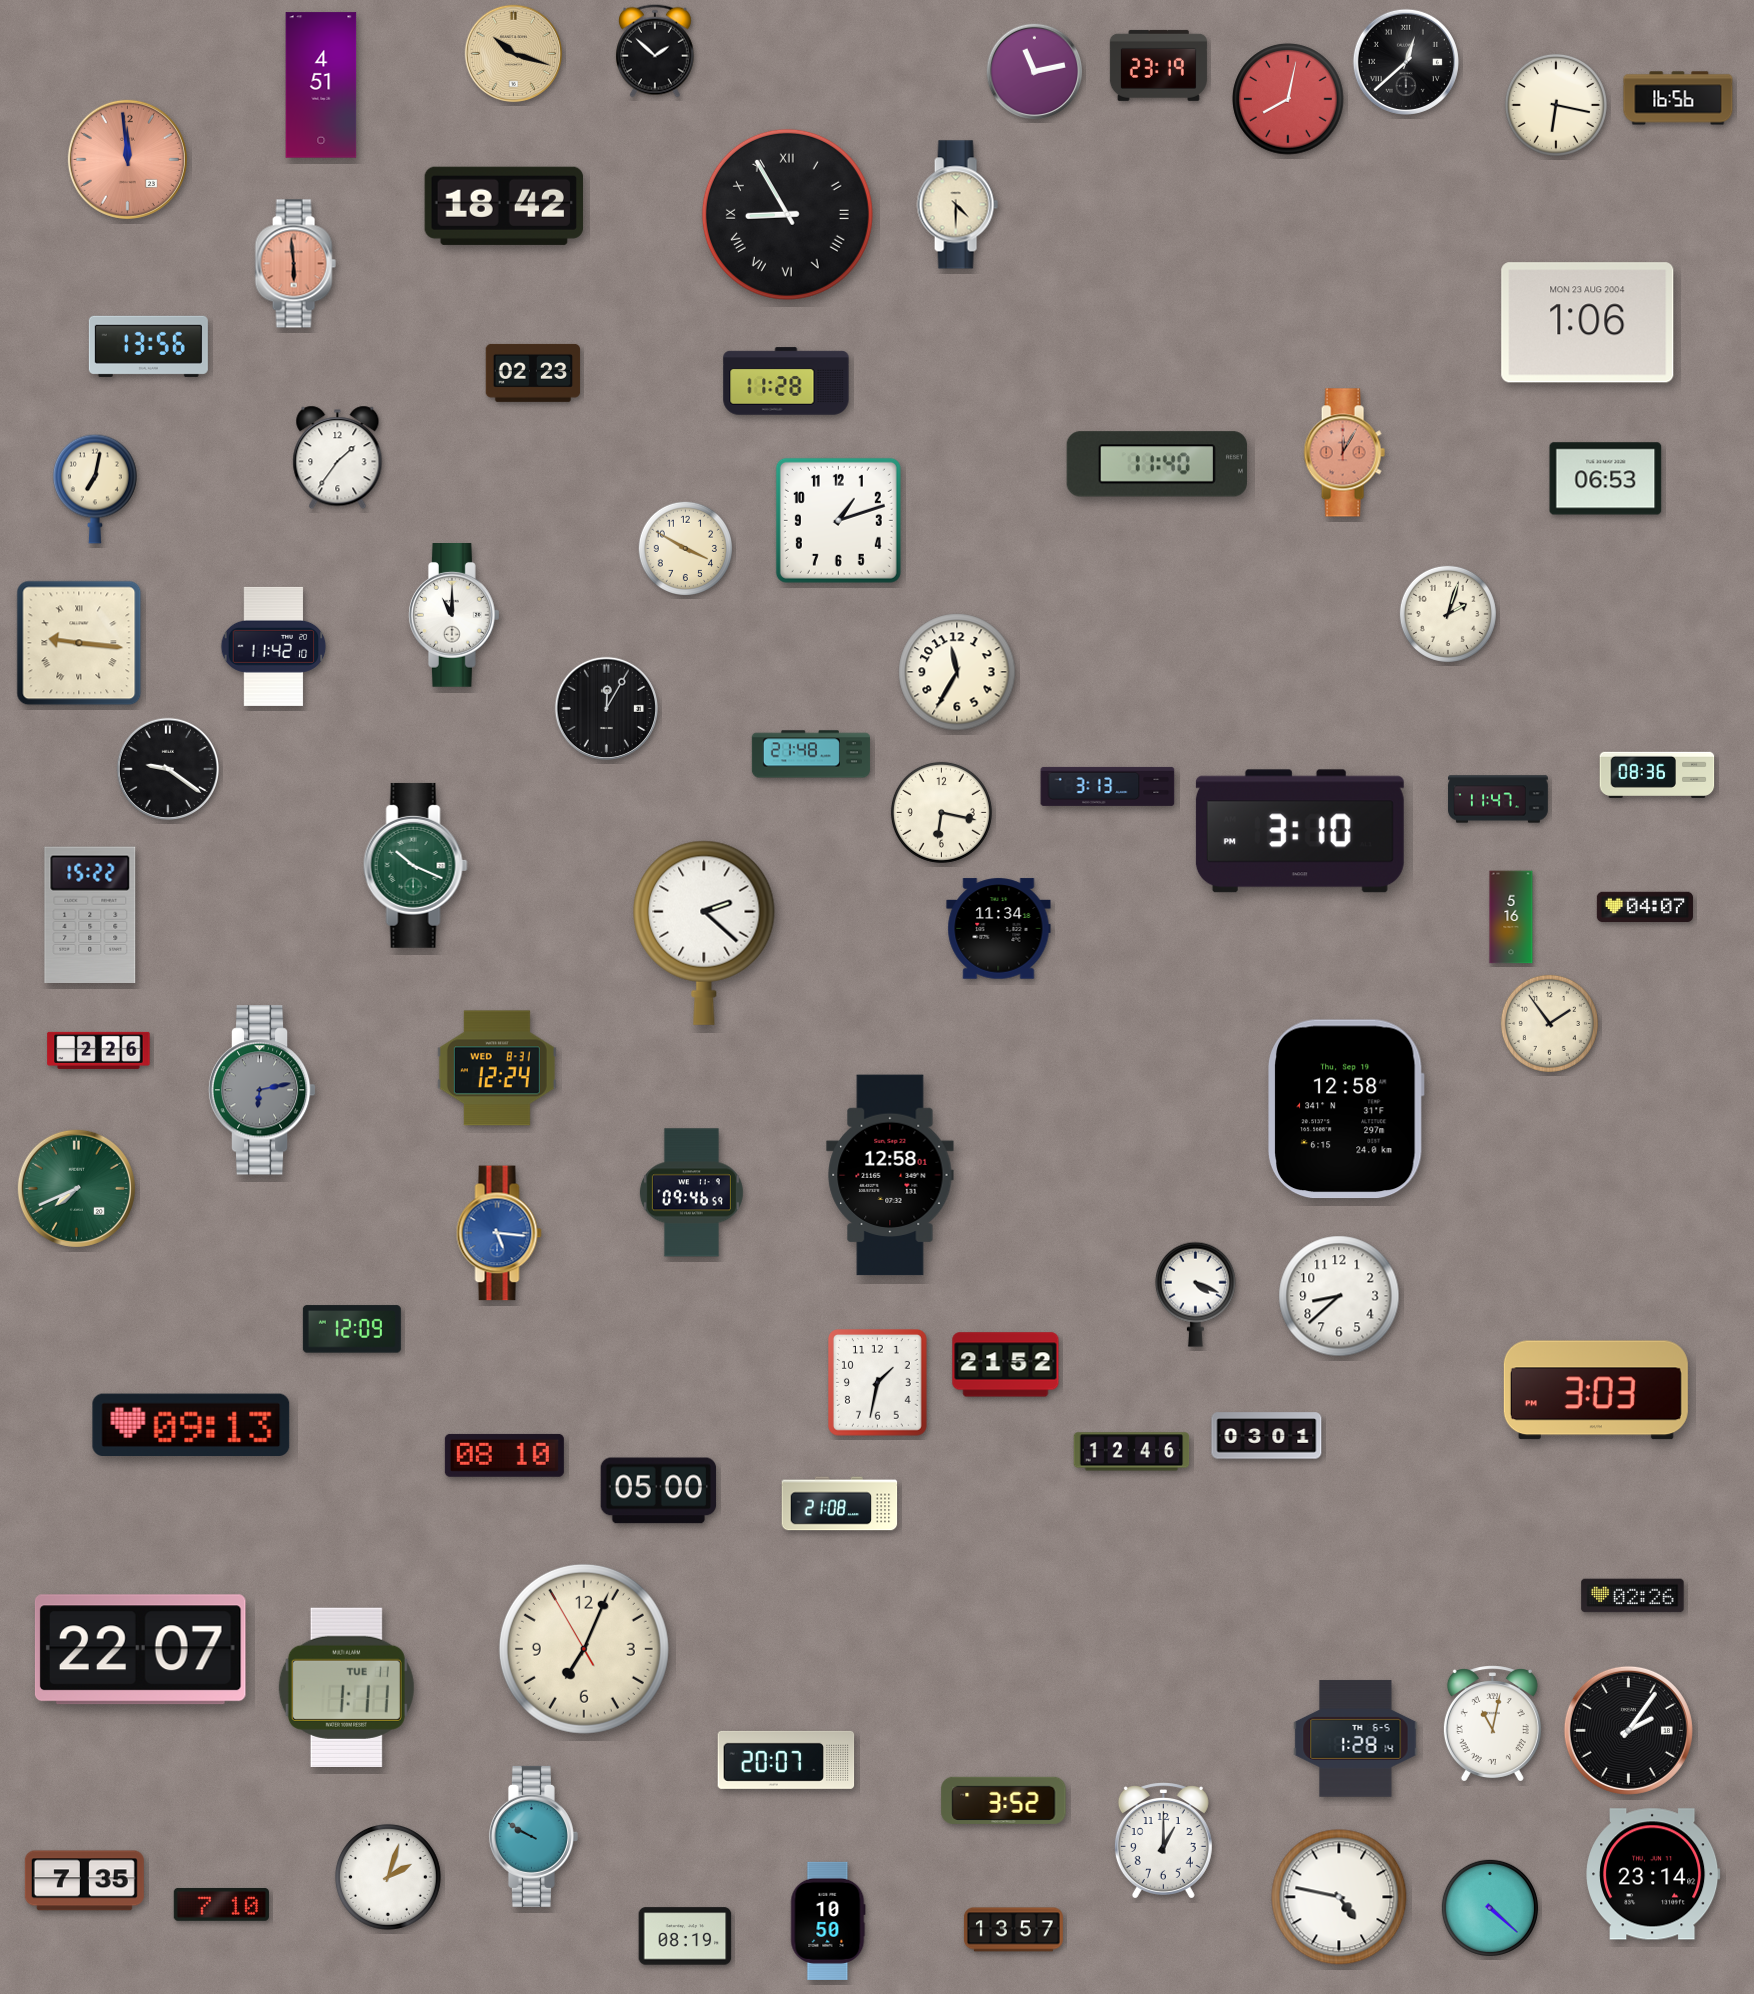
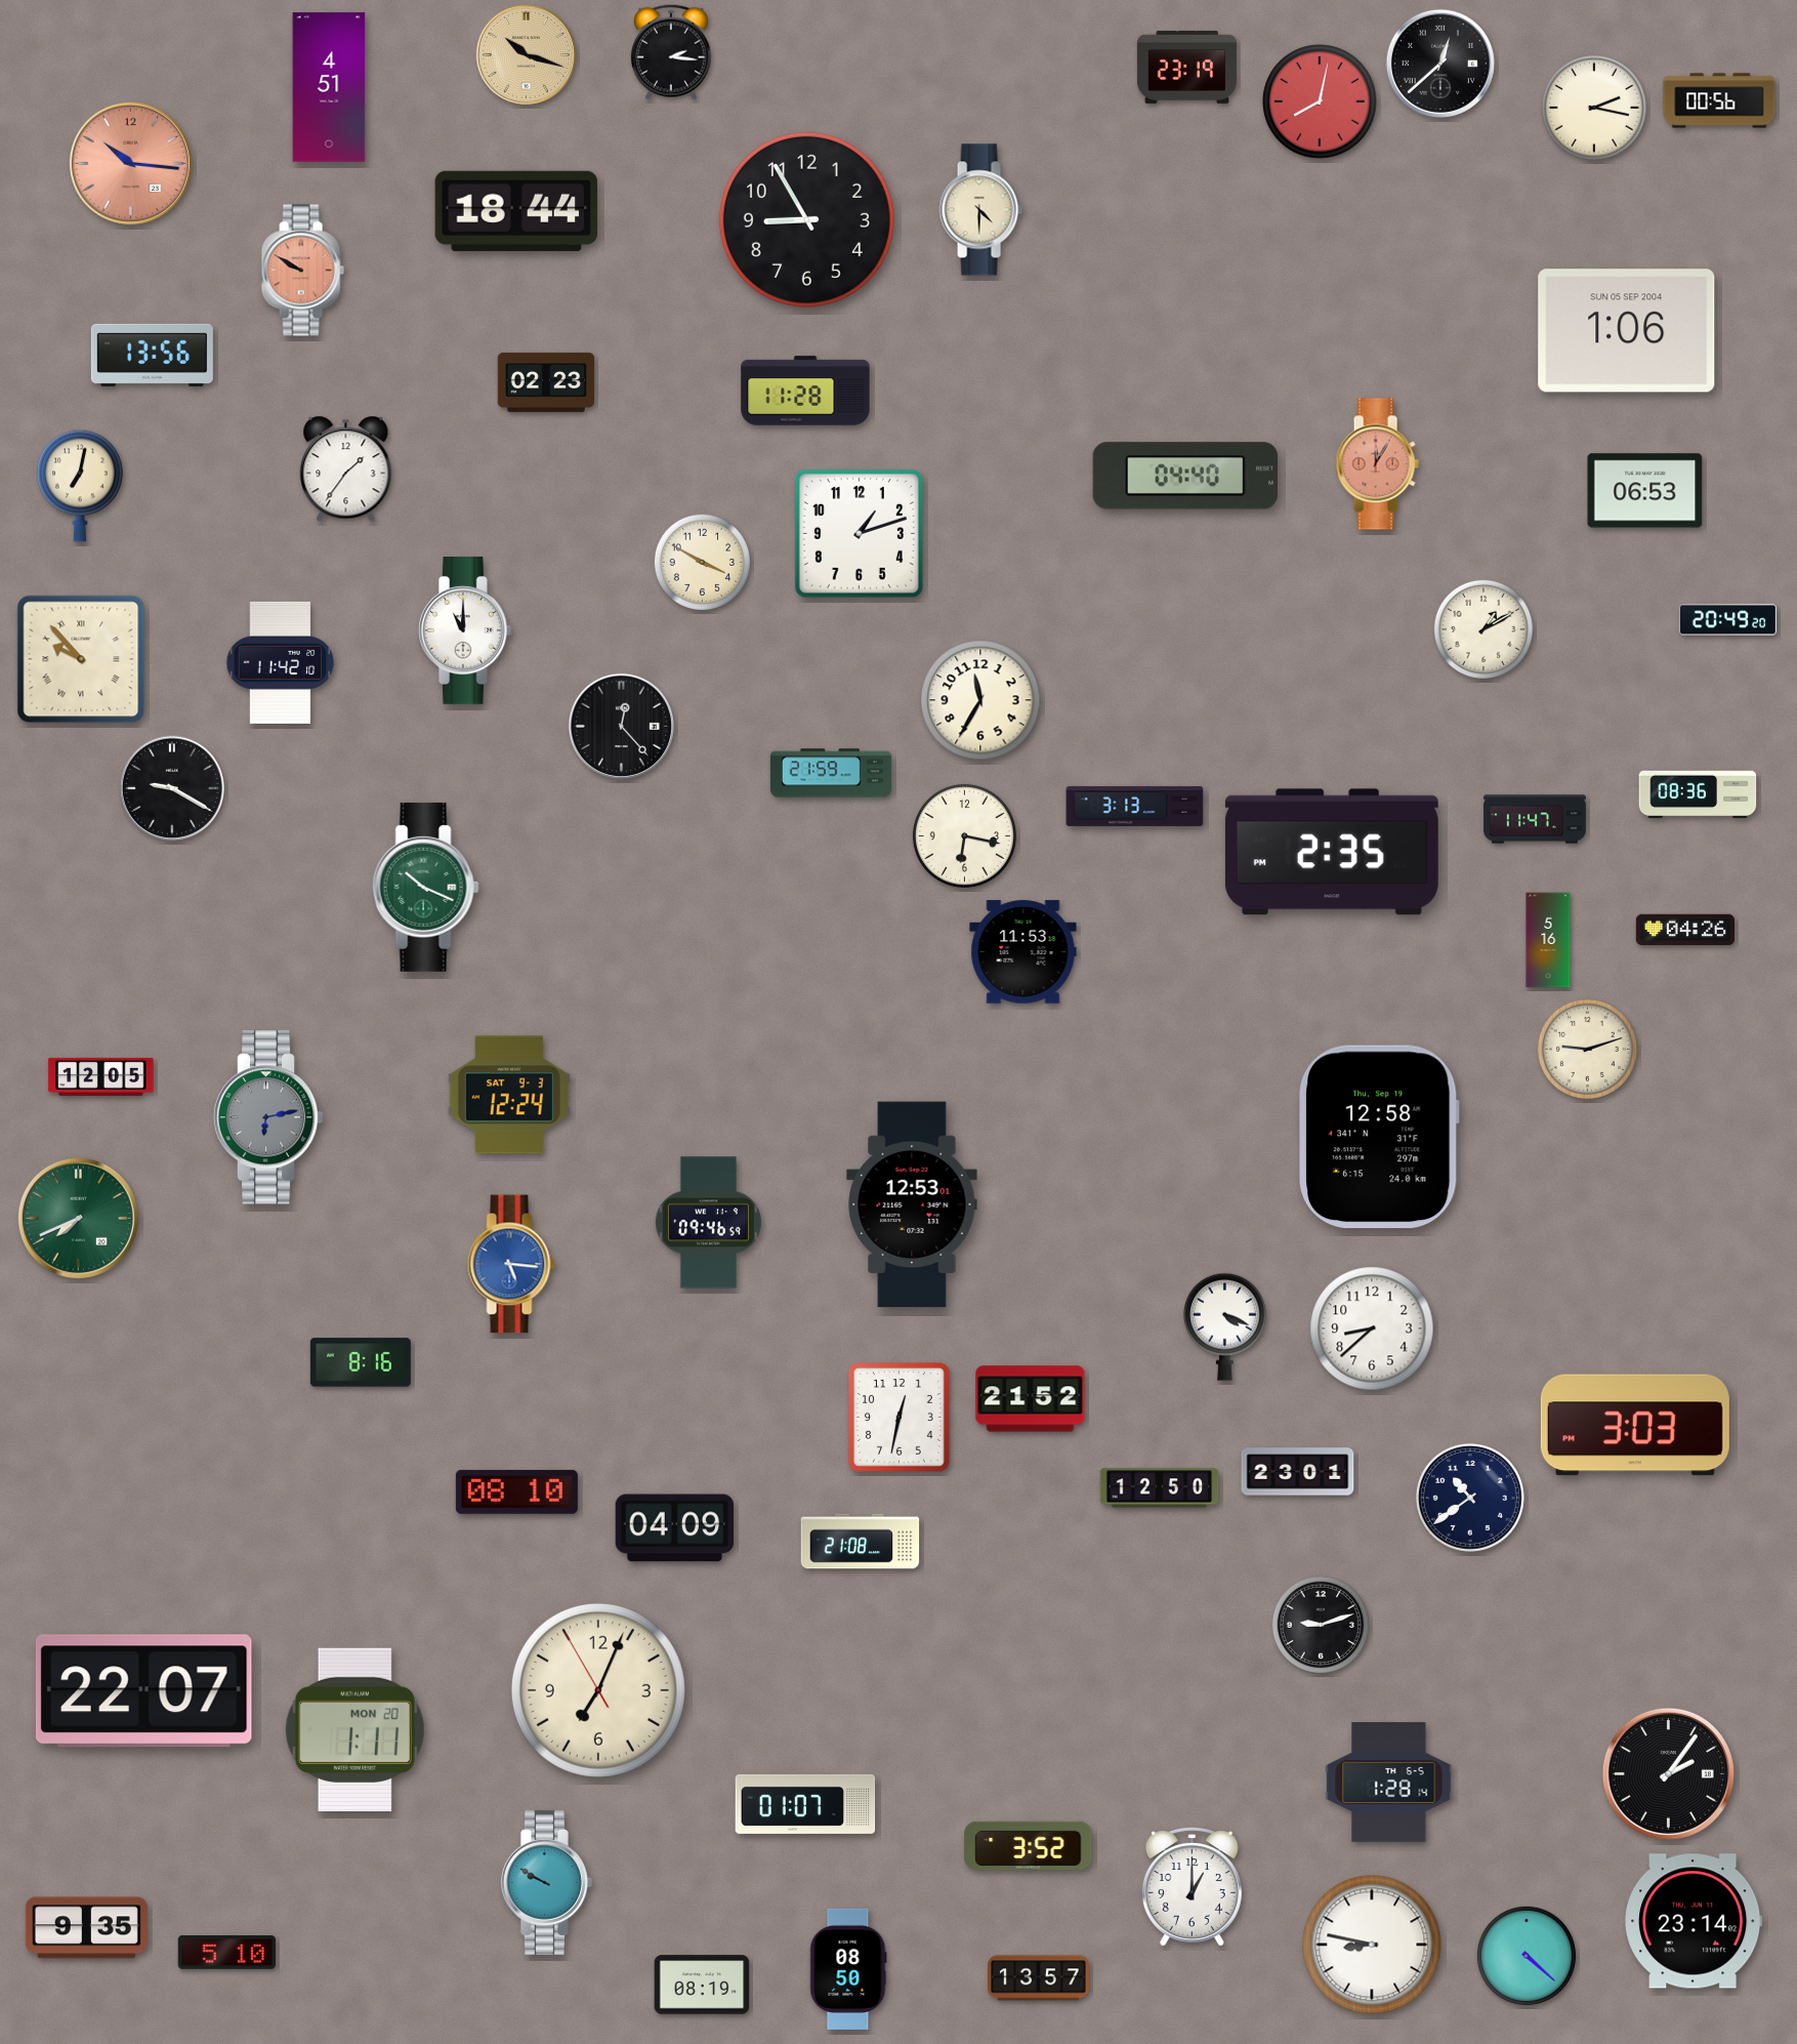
clock at (655, 51): 1:52 -> 2:16
clock at (1035, 72): 11:13 -> none
clock at (1678, 98): 16:56 -> 00:56
clock at (1556, 105): 6:17 -> 2:17
clock at (127, 159): 11:59 -> 10:16
clock at (503, 206): 18:42 -> 18:44
clock at (787, 214) numerals: Roman -> Arabic
clock at (295, 264): 5:59 -> 9:50
clock at (1588, 323) date: MON 23 AUG 2004 -> SUN 05 SEP 2004
clock at (1157, 464): 11:40 -> 04:40
clock at (96, 489) position: (96, 489) -> (81, 486)
clock at (1728, 620): none -> 20:49
clock at (1448, 614): 2:03 -> 1:10
clock at (79, 643): 9:16 -> 9:53
clock at (957, 672) position: (957, 672) -> (980, 700)
clock at (606, 708): 12:05 -> 12:23
clock at (811, 754): 21:48 -> 21:59
clock at (167, 768): 9:21 -> 9:20
clock at (941, 812) position: (941, 812) -> (964, 835)
clock at (1300, 831): 3:10 -> 2:35
clock at (1645, 907): 04:07 -> 04:26
clock at (90, 914): 15:22 -> none
clock at (999, 929): 11:34 -> 11:53
clock at (704, 933): 2:22 -> none
clock at (1549, 1023): 1:54 -> 9:12
clock at (99, 1050): 2:26 -> 12:05
clock at (497, 1068) date: WED 8-31 -> SAT 9-3
clock at (890, 1175): 12:58 -> 12:53
clock at (352, 1329): 12:09 -> 8:16
clock at (878, 1383): 1:32 -> 12:32
clock at (191, 1424): 09:13 -> none
clock at (1267, 1436): 03:01 -> 23:01
clock at (1132, 1452): 12:46 -> 12:50
clock at (1470, 1498): none -> 10:39
clock at (659, 1491): 05:00 -> 04:09
clock at (1321, 1625): none -> 9:12
clock at (1633, 1596): 02:26 -> none
clock at (346, 1687) date: TUE 11 -> MON 20
clock at (1492, 1724): 11:02 -> none
clock at (786, 1760): 20:07 -> 01:07
clock at (388, 1877): 2:03 -> none
clock at (84, 1881): 7:35 -> 9:35
clock at (1339, 1897): 4:47 -> 8:47
clock at (221, 1905): 7:10 -> 5:10
clock at (828, 1921): 10:50 -> 08:50
